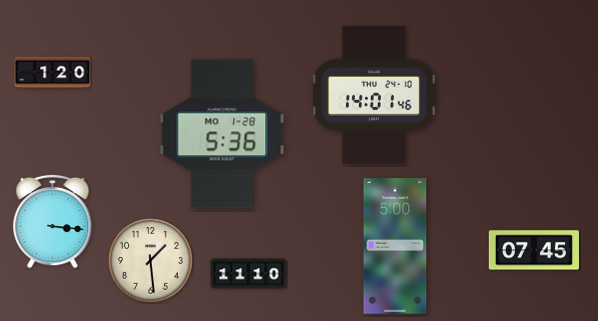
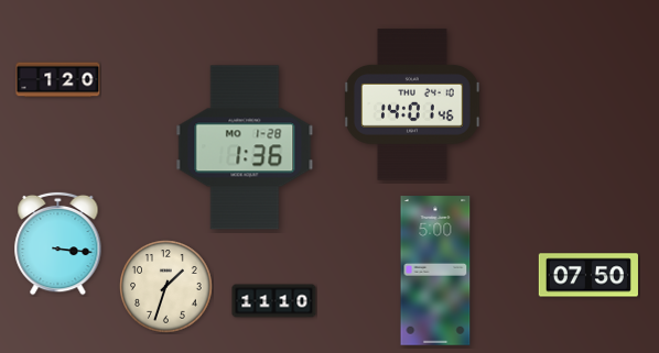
clock at (222, 134): 5:36 -> 1:36
clock at (534, 250): 07:45 -> 07:50
clock at (151, 261): 1:29 -> 1:33
